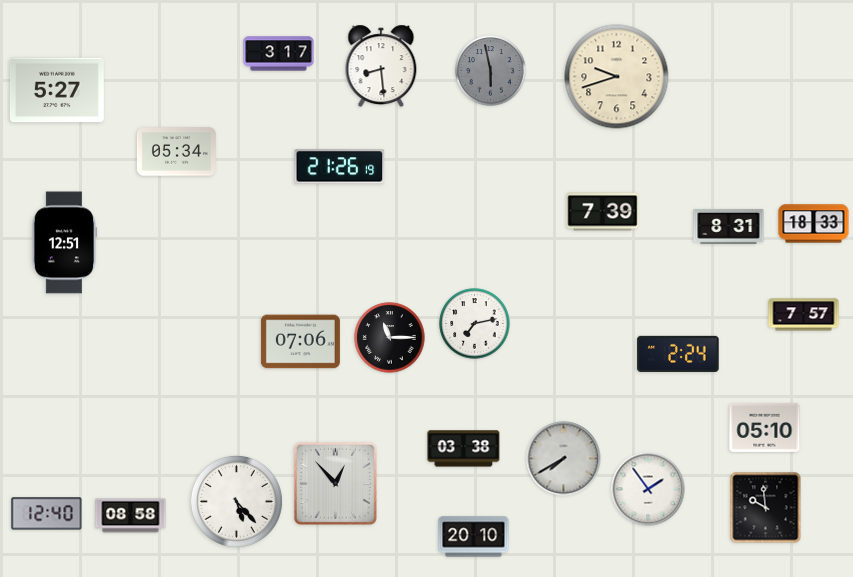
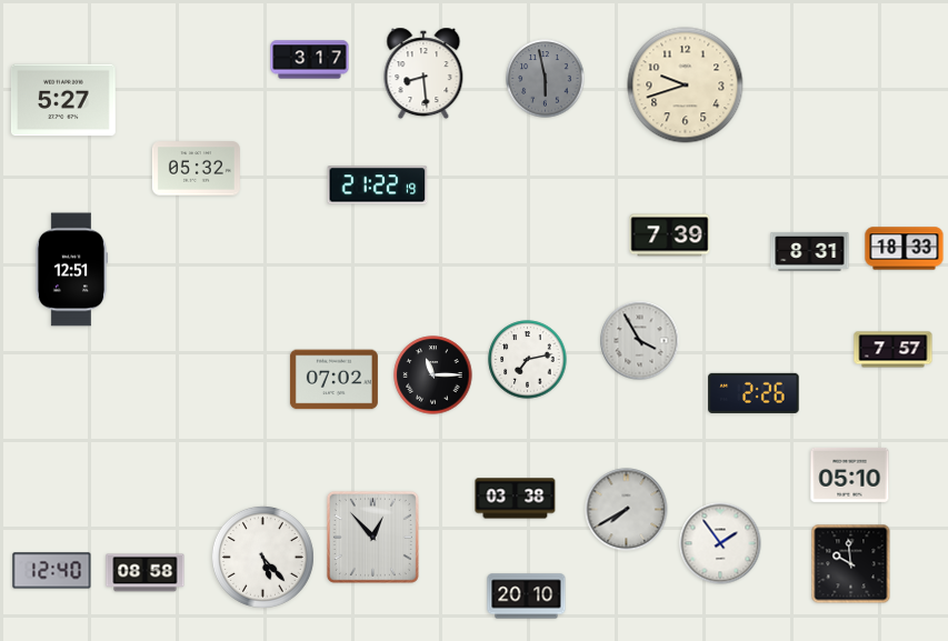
clock at (176, 152): 05:34 -> 05:32
clock at (340, 167): 21:26 -> 21:22
clock at (640, 341): none -> 3:55
clock at (300, 342): 07:06 -> 07:02
clock at (678, 354): 2:24 -> 2:26
